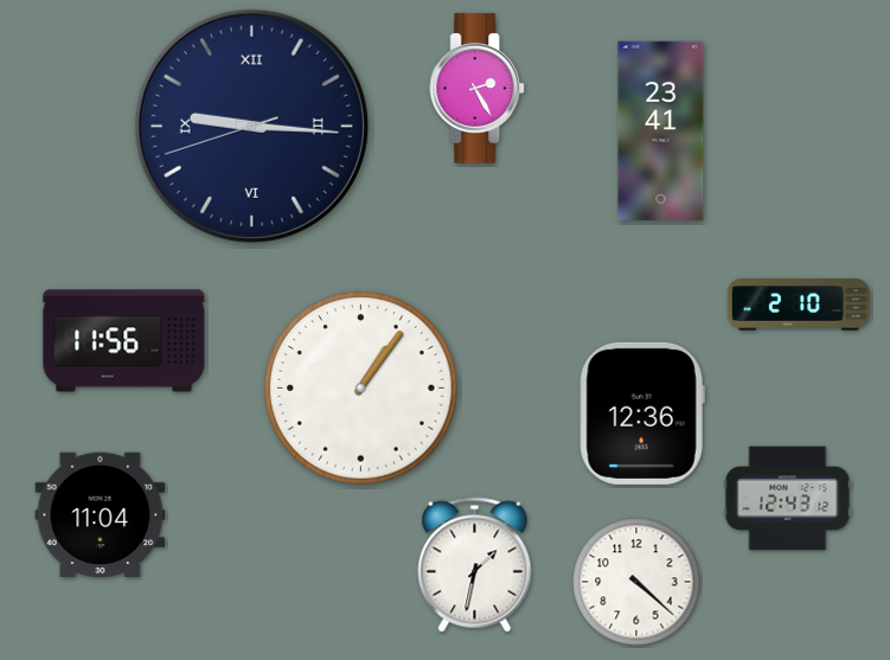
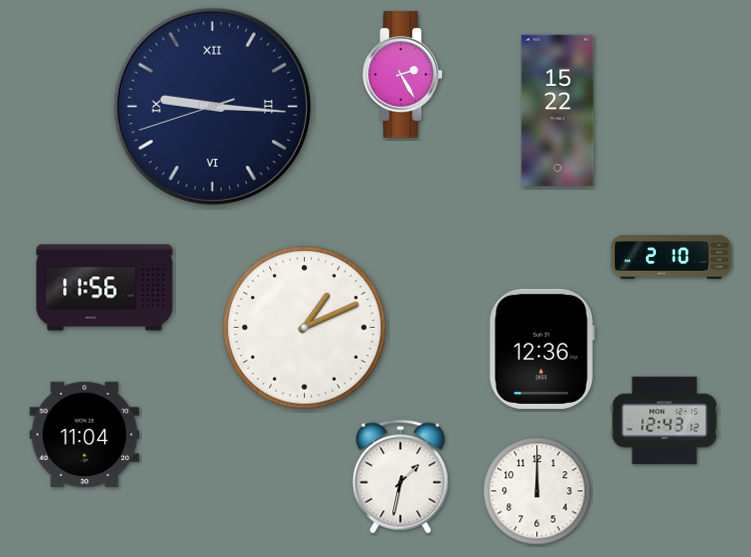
clock at (661, 130): 23:41 -> 15:22
clock at (799, 305) position: (799, 305) -> (671, 257)
clock at (361, 389): 1:06 -> 1:11
clock at (636, 582): 4:22 -> 12:00
